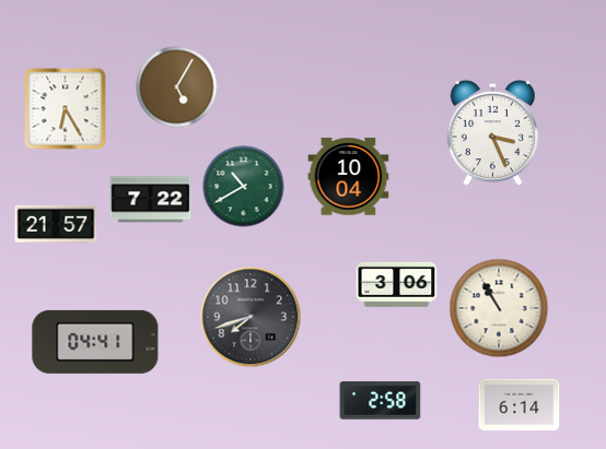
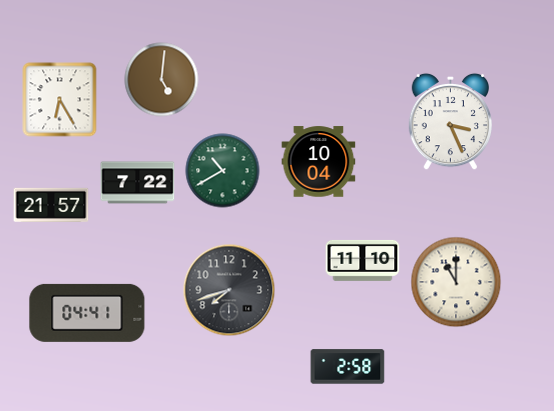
clock at (177, 87): 5:05 -> 5:01
clock at (397, 284): 3:06 -> 11:10
clock at (499, 308): 10:55 -> 11:00
clock at (520, 405): 6:14 -> none
